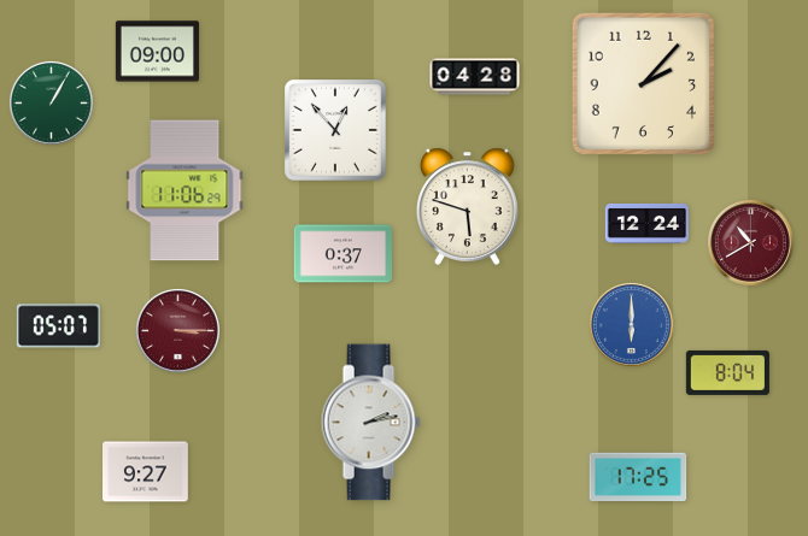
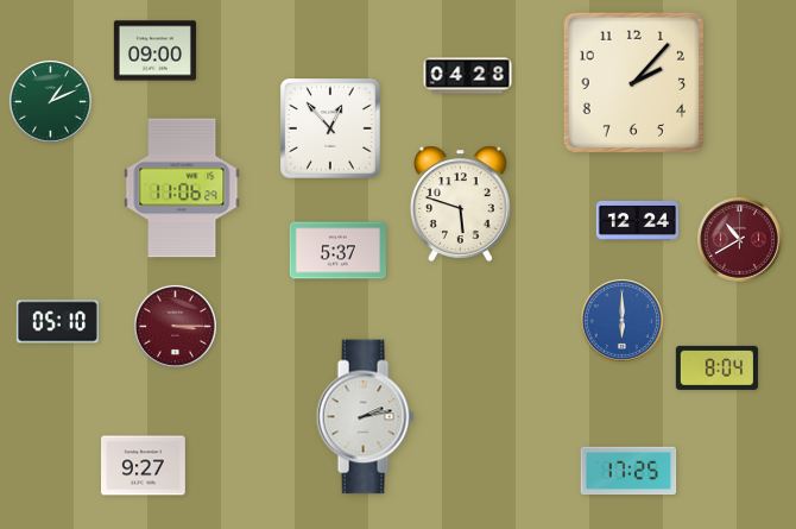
clock at (51, 102): 1:05 -> 1:11
clock at (342, 254): 0:37 -> 5:37
clock at (58, 326): 05:07 -> 05:10
